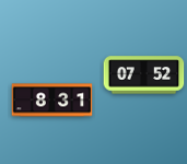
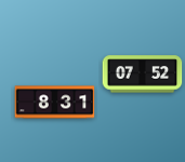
clock at (52, 101) position: (52, 101) -> (55, 103)
